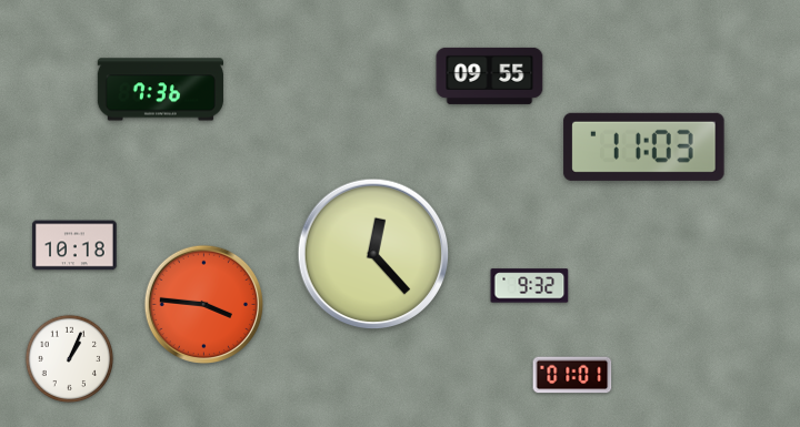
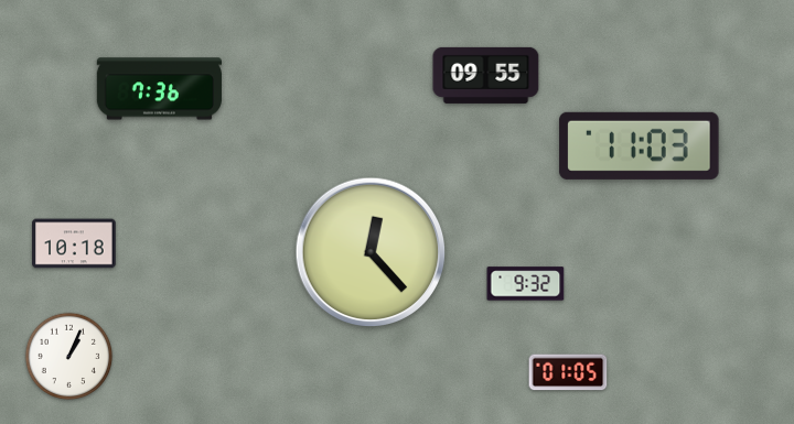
clock at (203, 304): 3:46 -> none
clock at (572, 375): 01:01 -> 01:05
